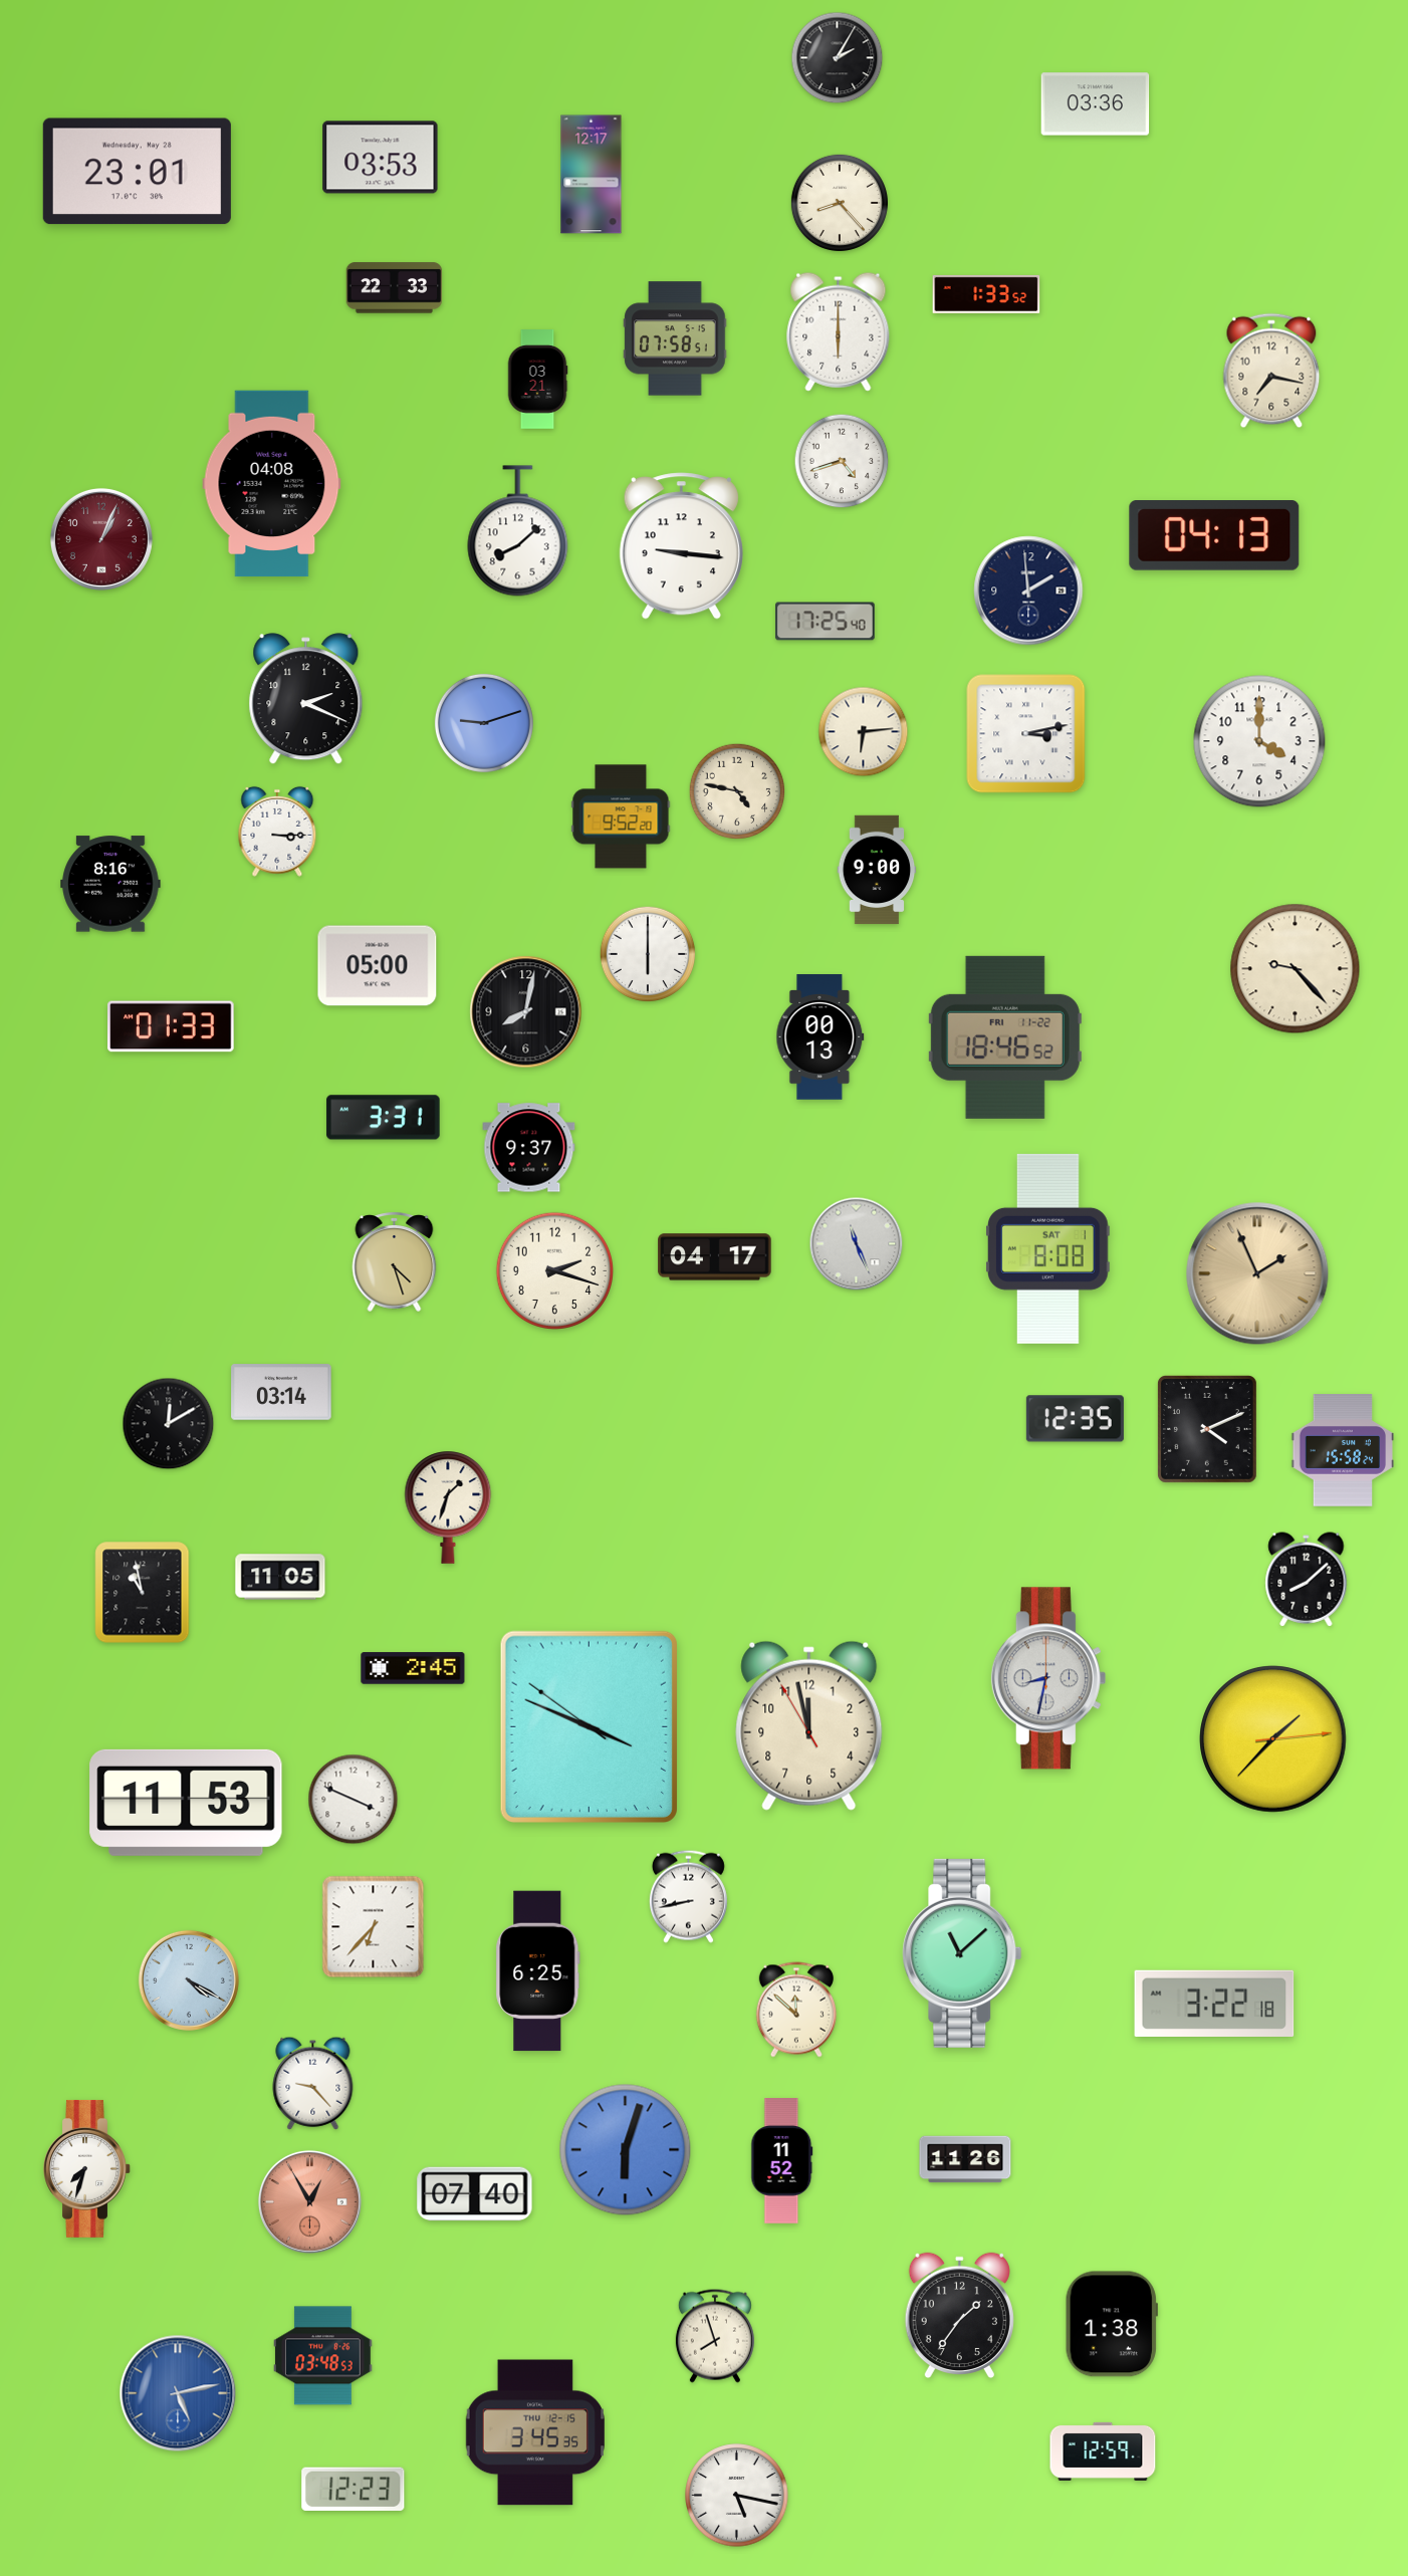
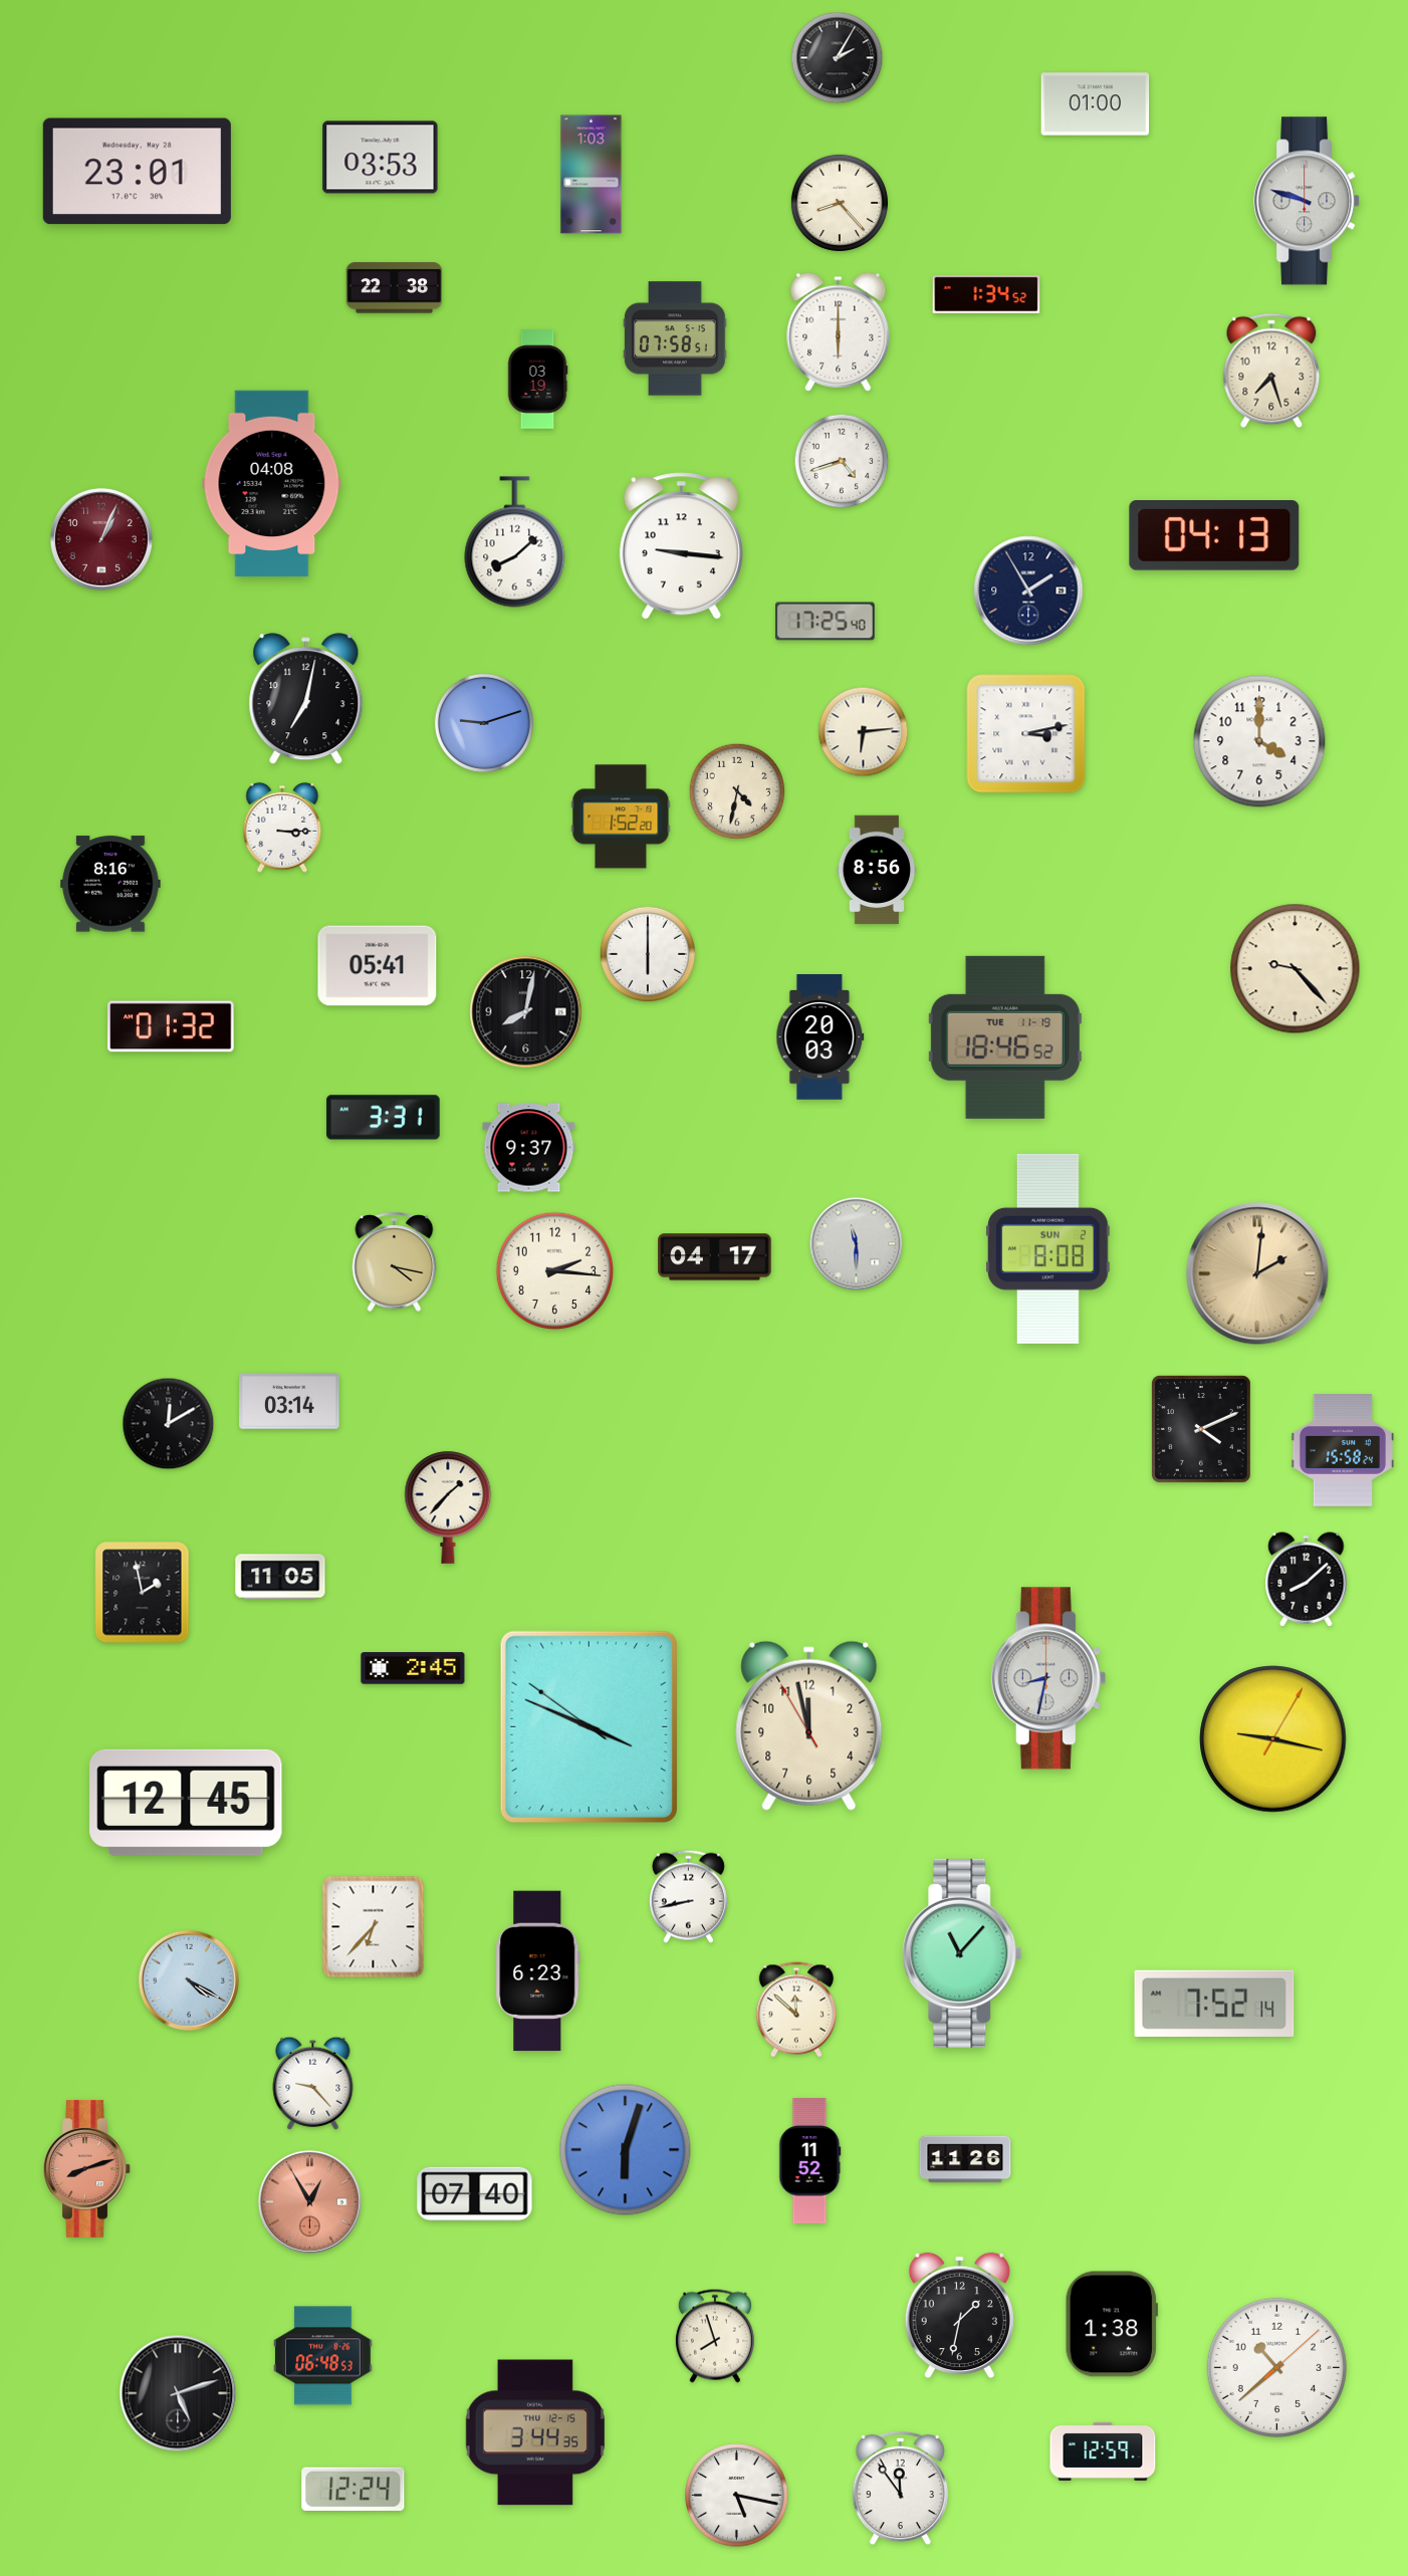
clock at (1096, 104): 03:36 -> 01:00
clock at (592, 175): 12:17 -> 1:03
clock at (1308, 201): none -> 9:48
clock at (395, 288): 22:33 -> 22:38
clock at (986, 294): 1:33 -> 1:34
clock at (1271, 371): 7:17 -> 7:27
clock at (537, 380): 03:21 -> 03:19
clock at (518, 531) position: (518, 531) -> (515, 542)
clock at (1028, 591): 1:59 -> 1:55
clock at (306, 699): 2:19 -> 7:02
clock at (737, 791): 4:47 -> 4:32
clock at (621, 816): 9:52 -> 1:52
clock at (277, 832) position: (277, 832) -> (282, 828)
clock at (877, 870): 9:00 -> 8:56
clock at (378, 966): 05:00 -> 05:41
clock at (171, 1026): 01:33 -> 01:32
clock at (820, 1037): 00:13 -> 20:03
clock at (1005, 1037) date: FRI 11-22 -> TUE 11-19
clock at (857, 1244): 11:26 -> 11:30
clock at (1048, 1248) date: SAT 1 -> SUN 2
clock at (395, 1262): 4:27 -> 4:17
clock at (555, 1271): 2:18 -> 2:16
clock at (1257, 1273): 1:56 -> 2:01
clock at (281, 1392) position: (281, 1392) -> (289, 1401)
clock at (1075, 1419): 12:35 -> none
clock at (1207, 1429) position: (1207, 1429) -> (1201, 1429)
clock at (448, 1507): 1:33 -> 1:37
clock at (143, 1593): 10:58 -> 1:58
clock at (1273, 1739): 1:37 -> 9:17
clock at (354, 1800): 3:49 -> none
clock at (186, 1803): 11:53 -> 12:45
clock at (962, 1953): 11:08 -> 11:07
clock at (538, 1971): 6:25 -> 6:23
clock at (1214, 2003): 3:22 -> 7:52
clock at (782, 2161) position: (782, 2161) -> (810, 2161)
clock at (87, 2168): 7:33 -> 8:12
clock at (87, 2168) dial: white -> salmon
clock at (959, 2316): 1:36 -> 1:32
clock at (323, 2356): 03:48 -> 06:48
clock at (1276, 2367): none -> 10:38
clock at (178, 2393): 5:13 -> 5:12
clock at (178, 2393) dial: blue -> black
clock at (534, 2432): 3:45 -> 3:44
clock at (354, 2489): 12:23 -> 12:24
clock at (900, 2489): none -> 11:54
